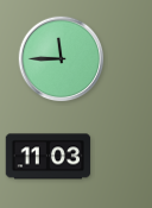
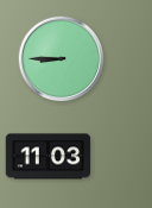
clock at (62, 59): 11:45 -> 8:45
